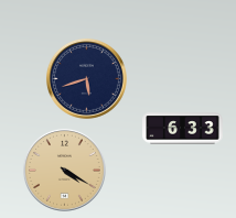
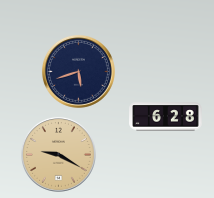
clock at (183, 129): 6:33 -> 6:28
clock at (64, 170): 4:20 -> 9:20
